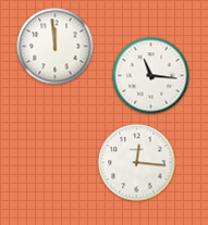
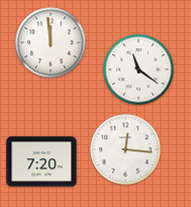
clock at (151, 76): 11:16 -> 11:21
clock at (42, 162): none -> 7:20
